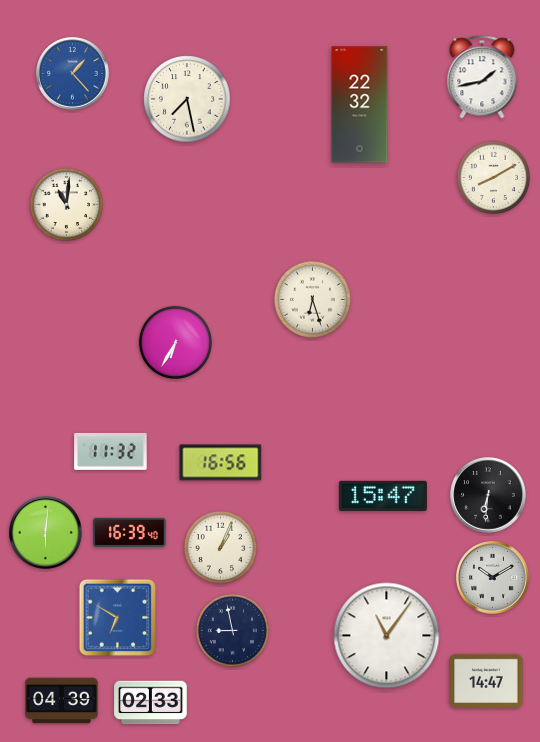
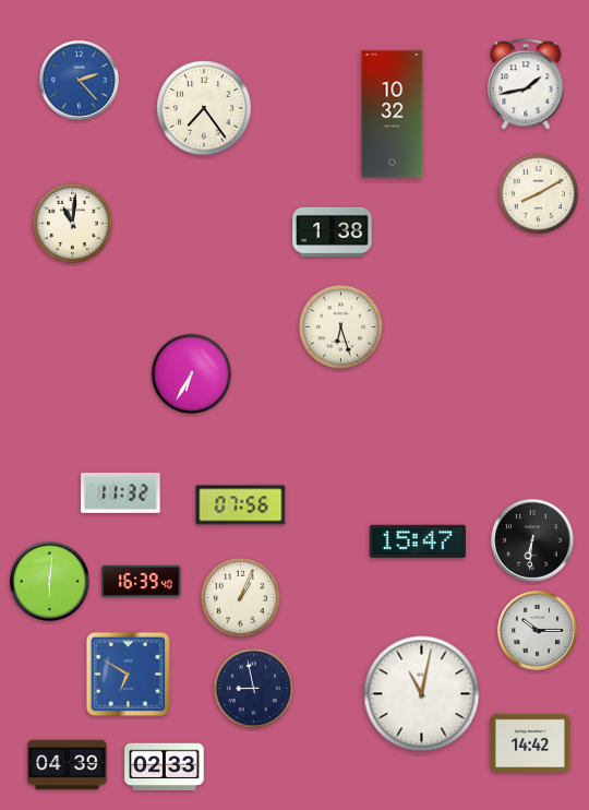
clock at (73, 74): 1:23 -> 2:23
clock at (187, 99): 7:28 -> 7:24
clock at (360, 105): 22:32 -> 10:32
clock at (333, 231): none -> 1:38
clock at (221, 463): 16:56 -> 07:56
clock at (493, 578): 10:10 -> 10:15
clock at (387, 636): 11:06 -> 11:02
clock at (486, 681): 14:47 -> 14:42
